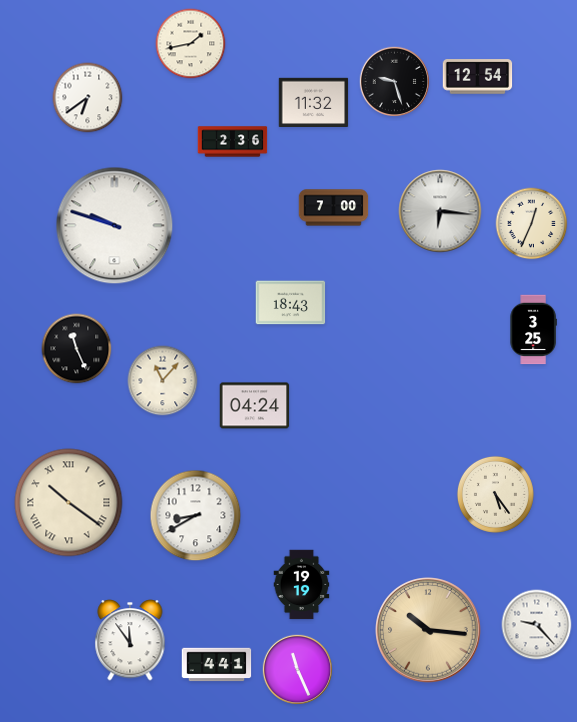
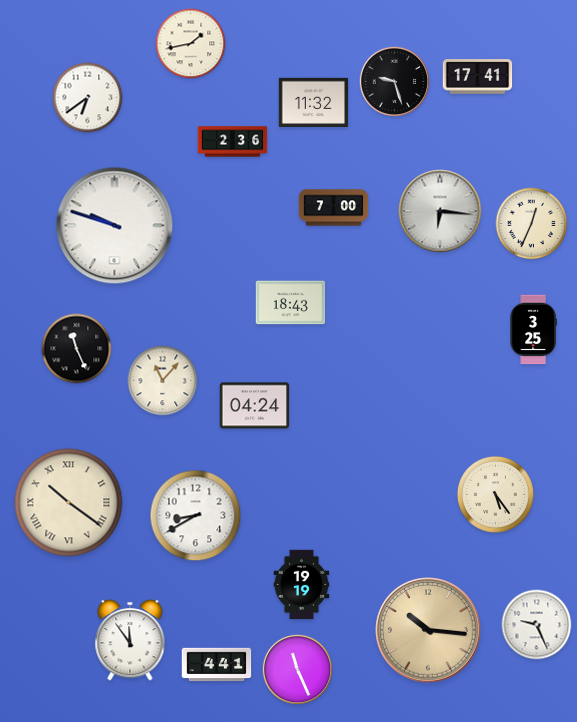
clock at (478, 77): 12:54 -> 17:41
clock at (537, 625): 9:23 -> 9:26
